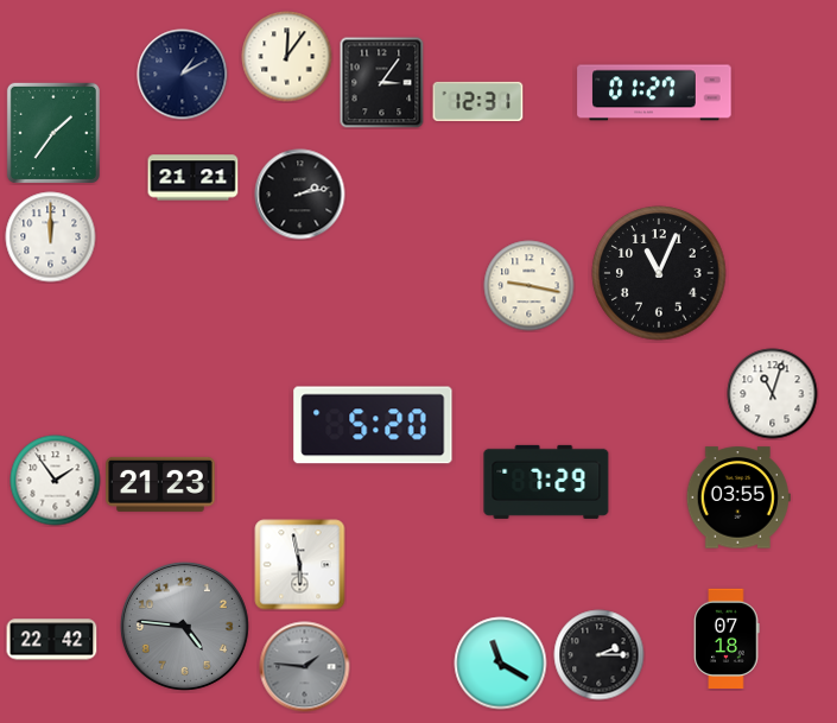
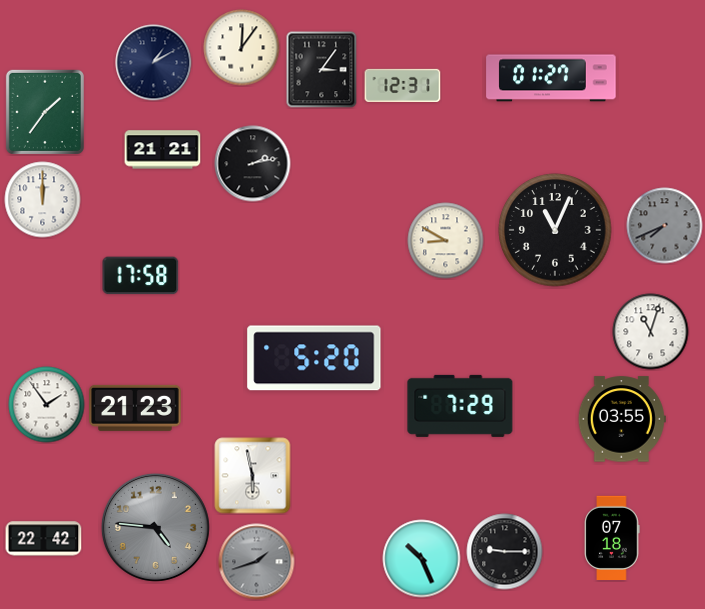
clock at (665, 226): none -> 7:41
clock at (530, 286): 9:17 -> 8:50
clock at (141, 276): none -> 17:58
clock at (600, 655): 2:15 -> 9:15
clock at (501, 664): 11:20 -> 10:26
clock at (305, 667): 1:46 -> 1:42
